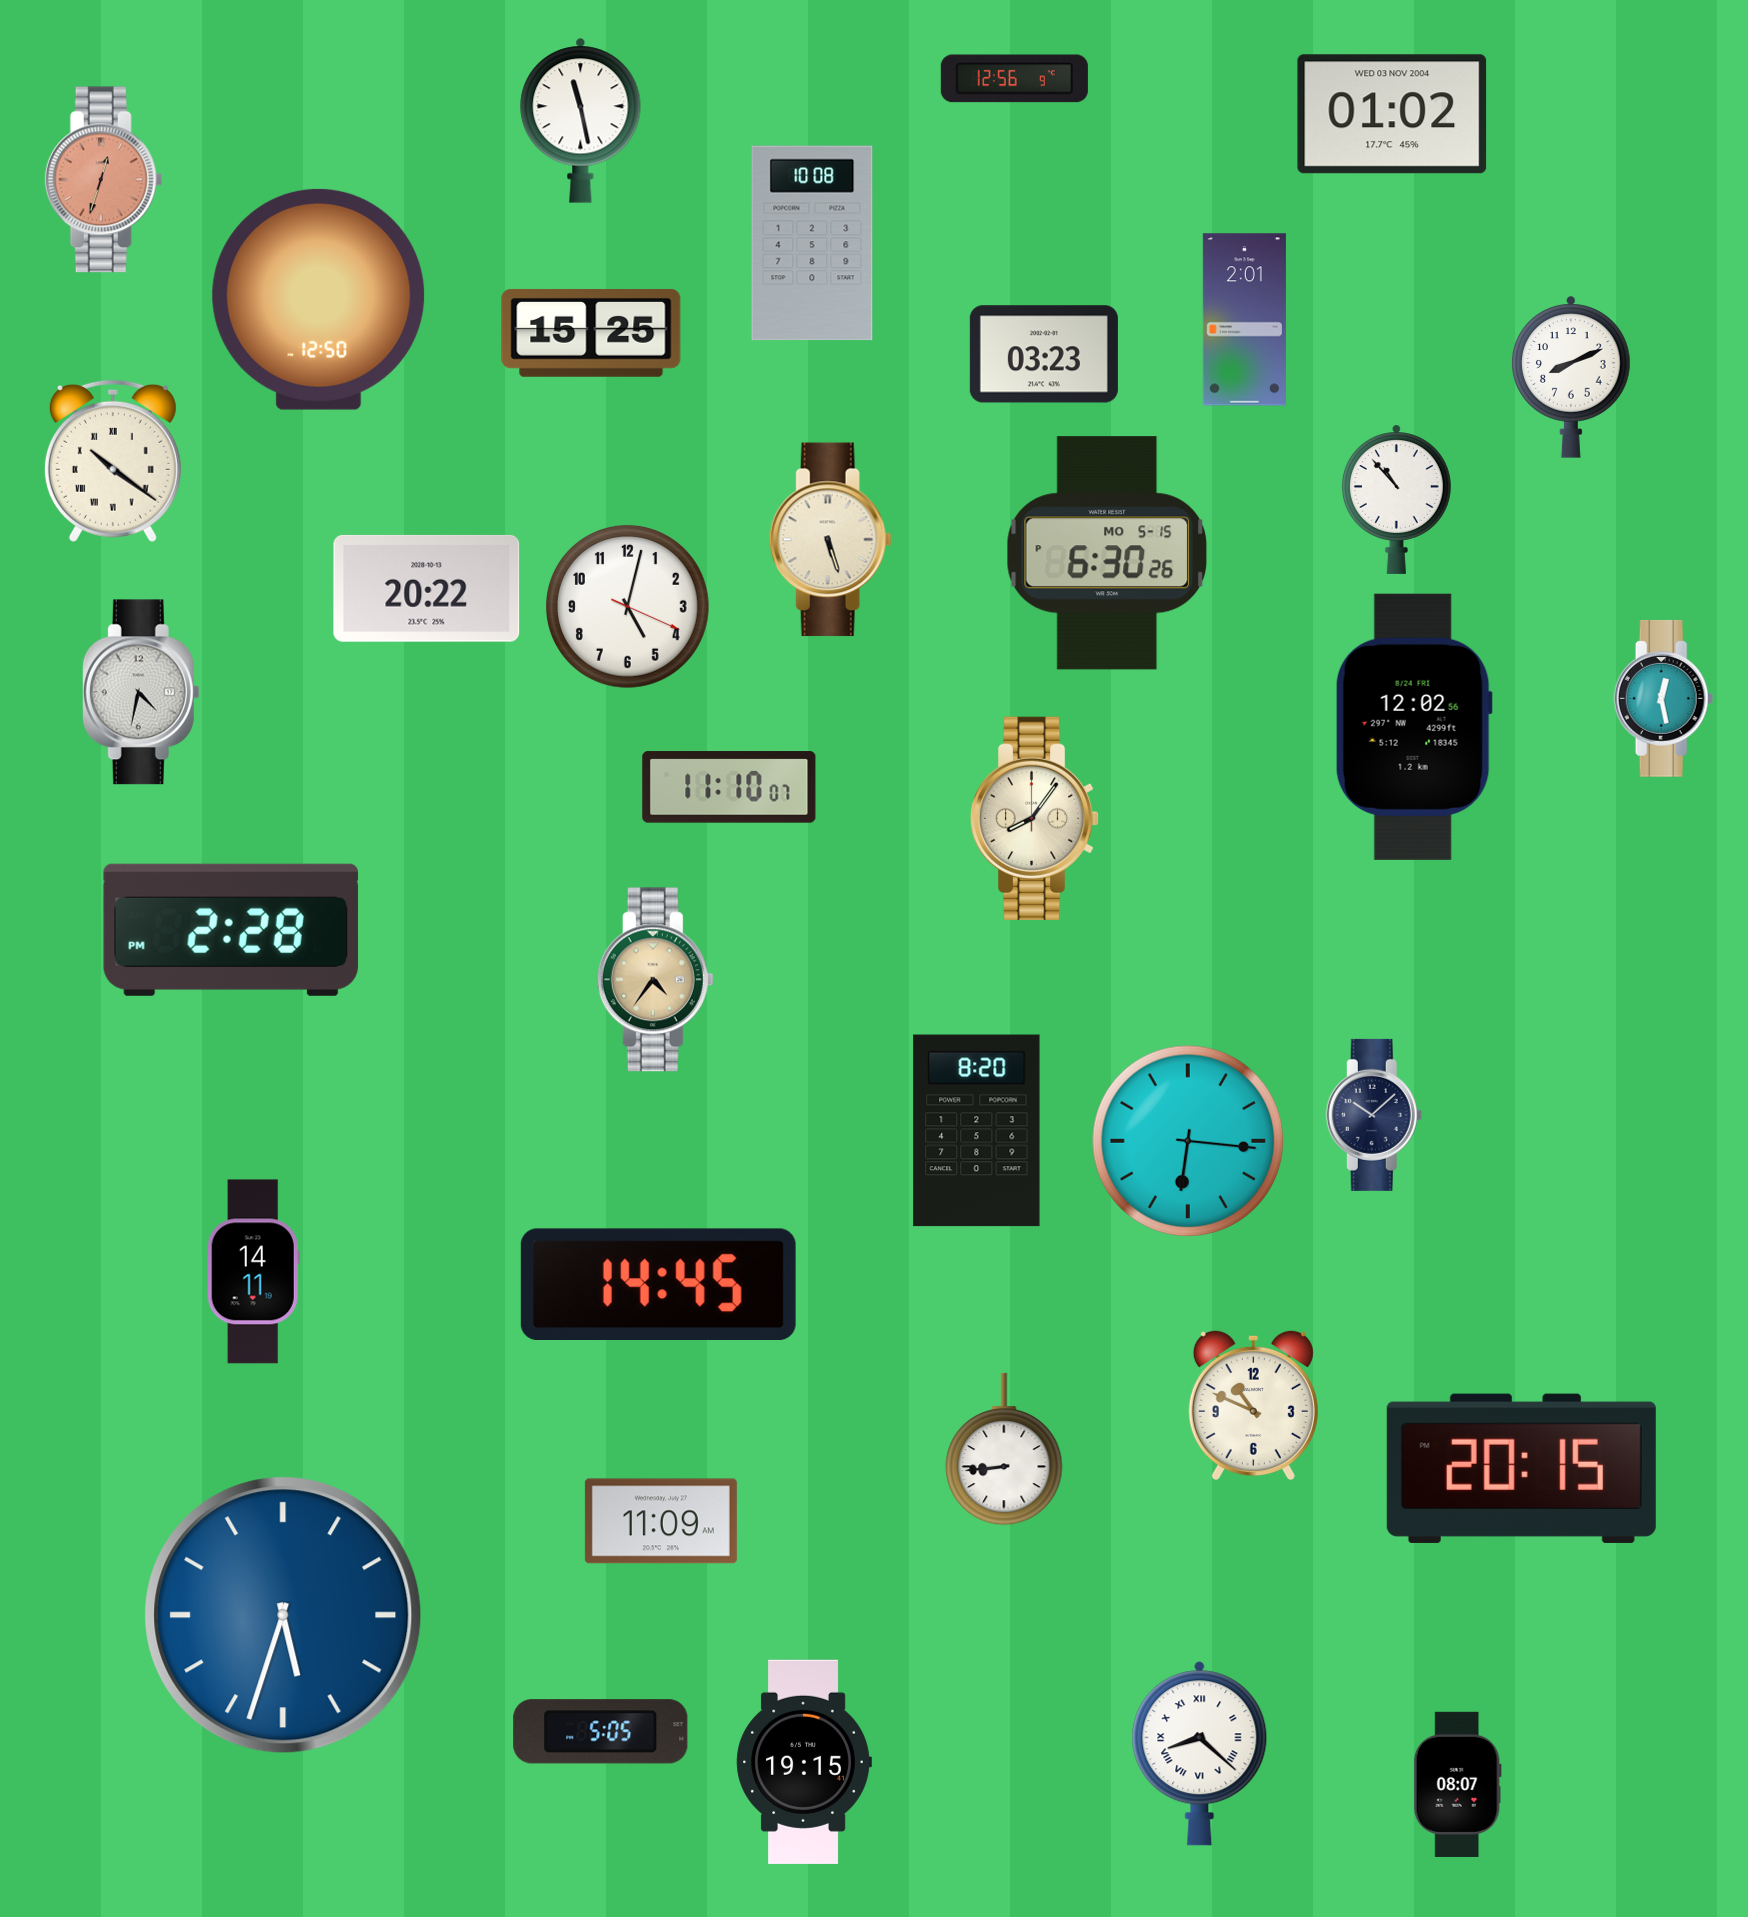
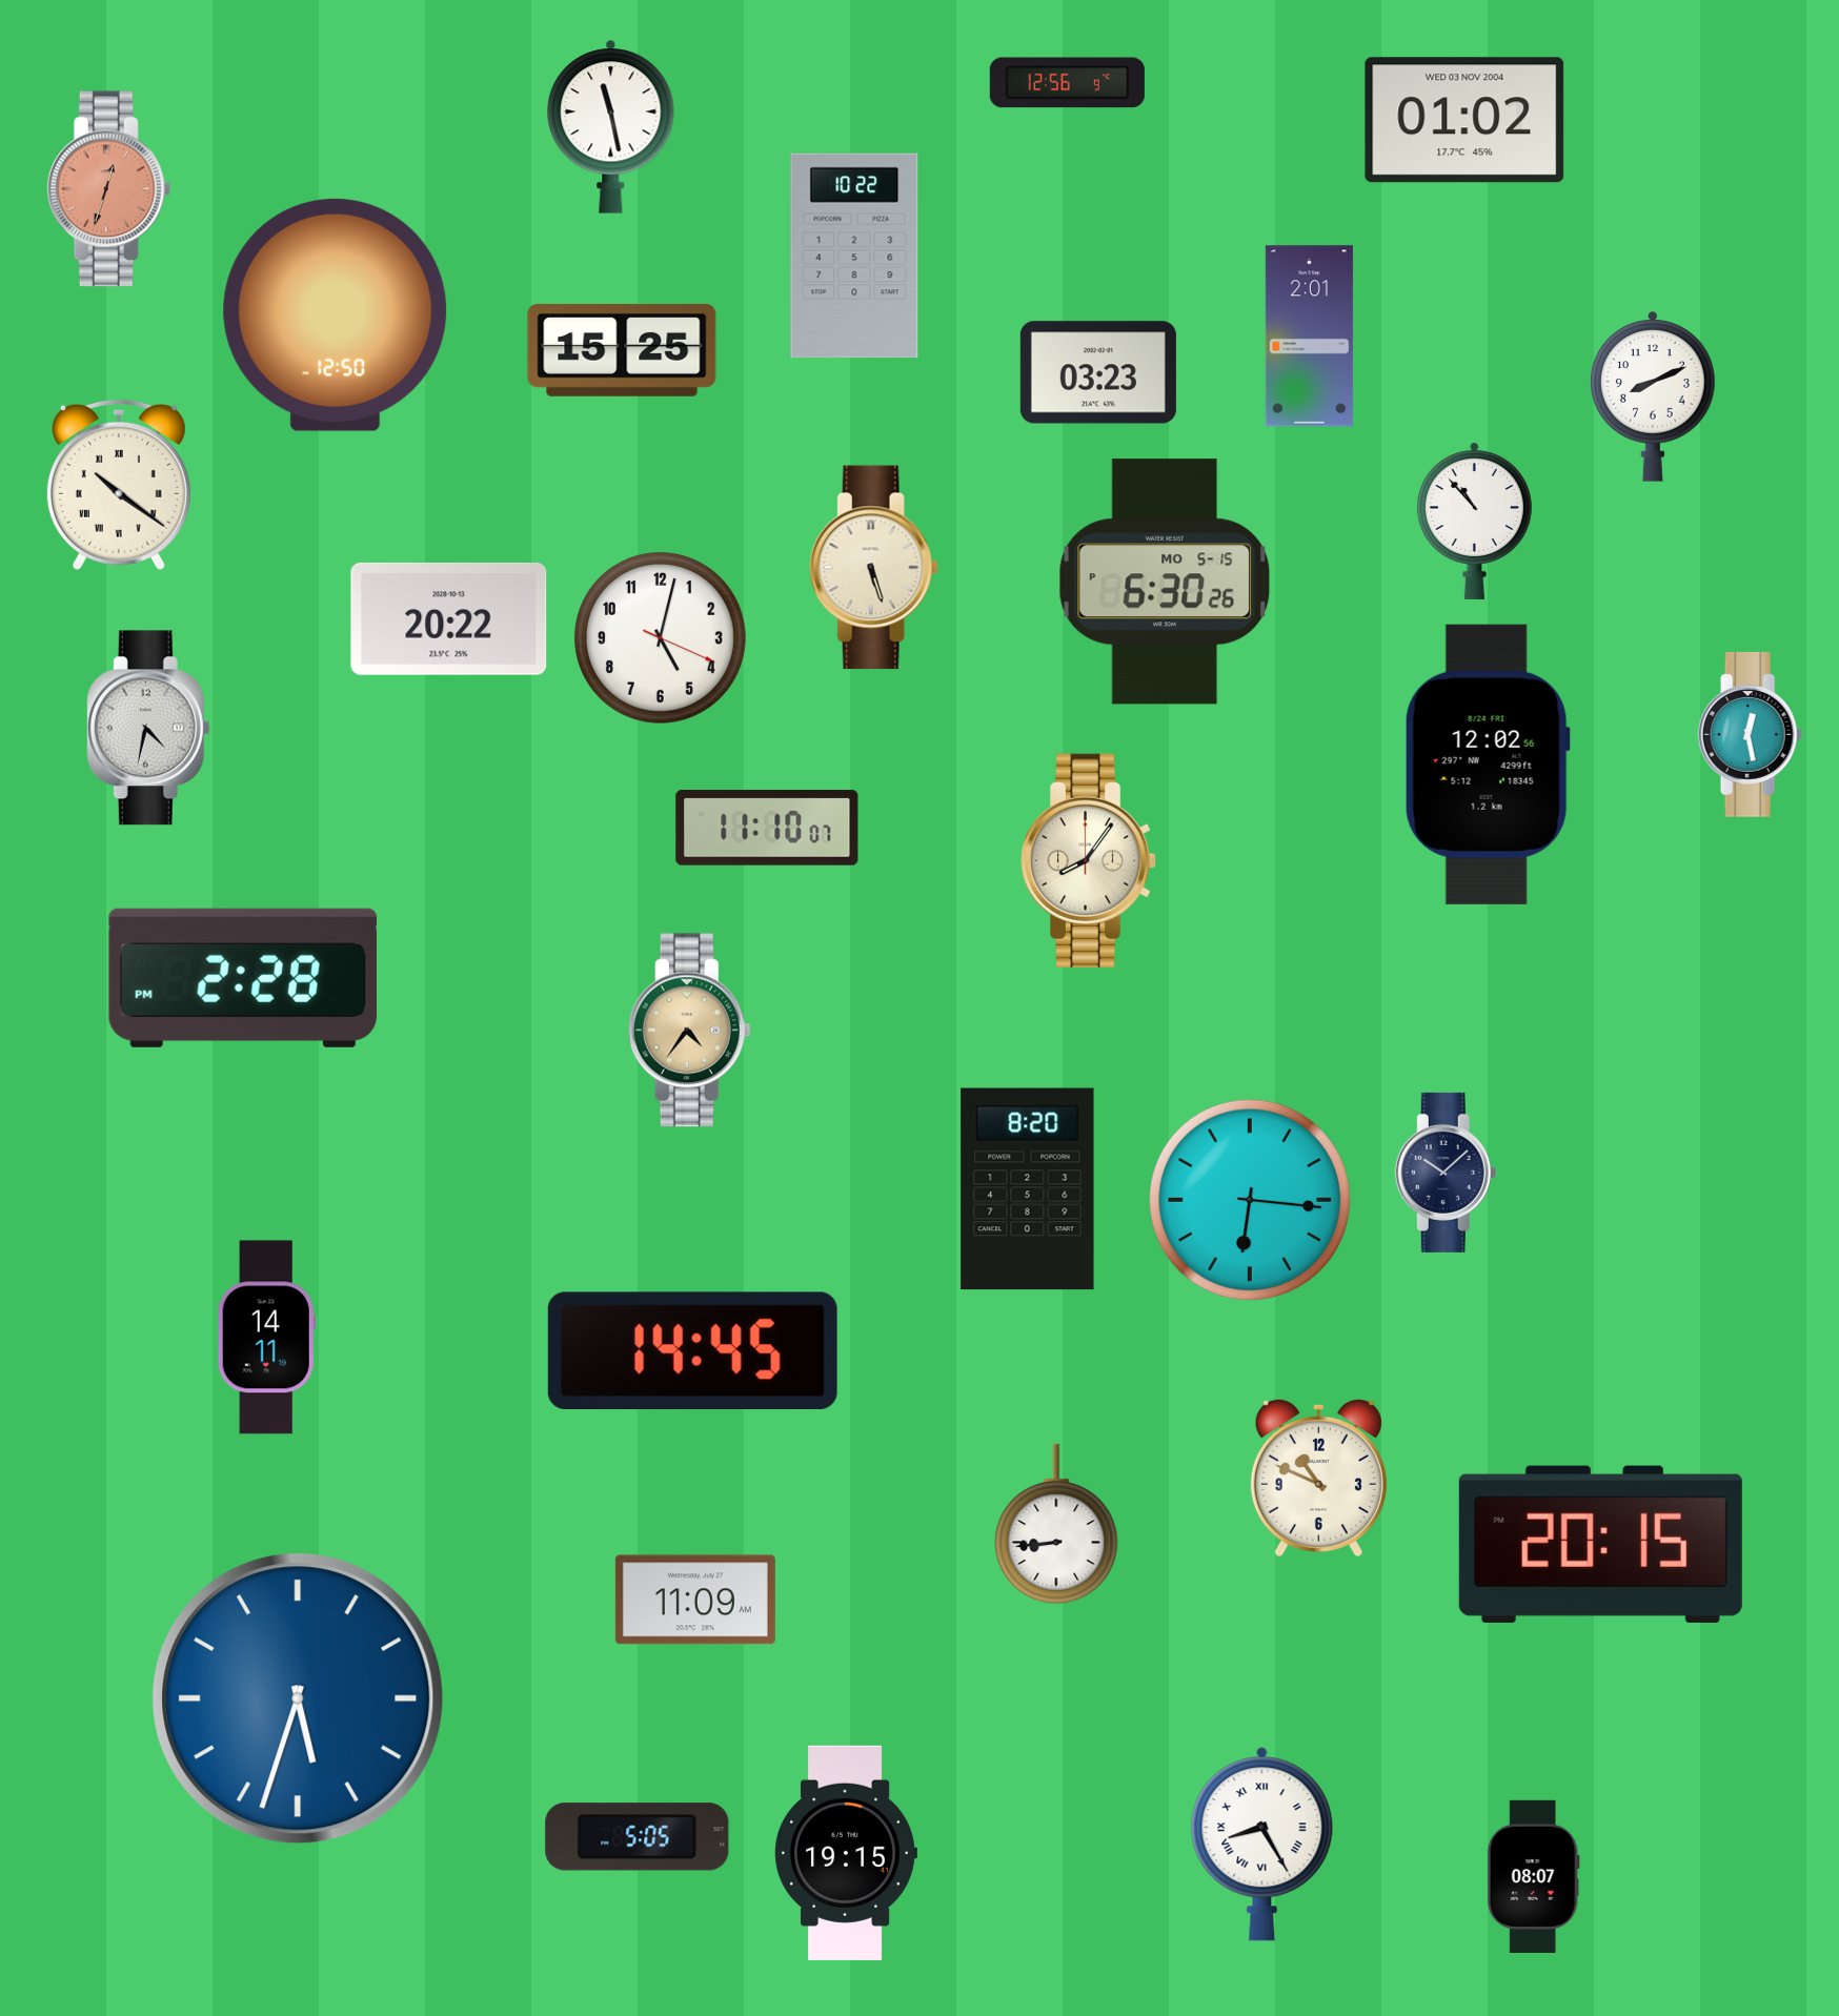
clock at (812, 243): 10:08 -> 10:22
clock at (1396, 499) position: (1396, 499) -> (1474, 521)
clock at (601, 1732) position: (601, 1732) -> (638, 1837)
clock at (1200, 1754): 8:22 -> 8:25
